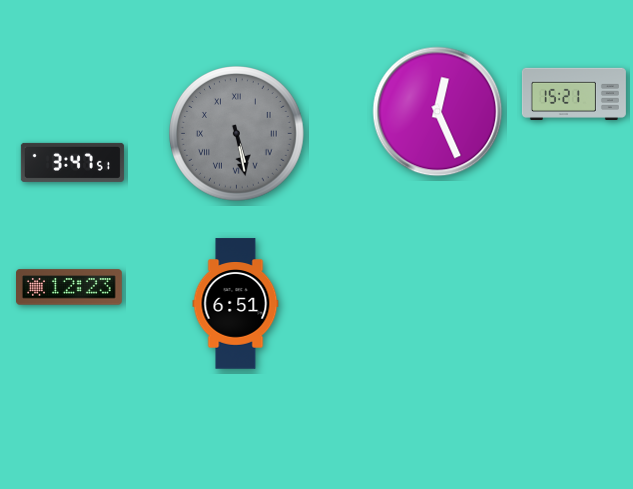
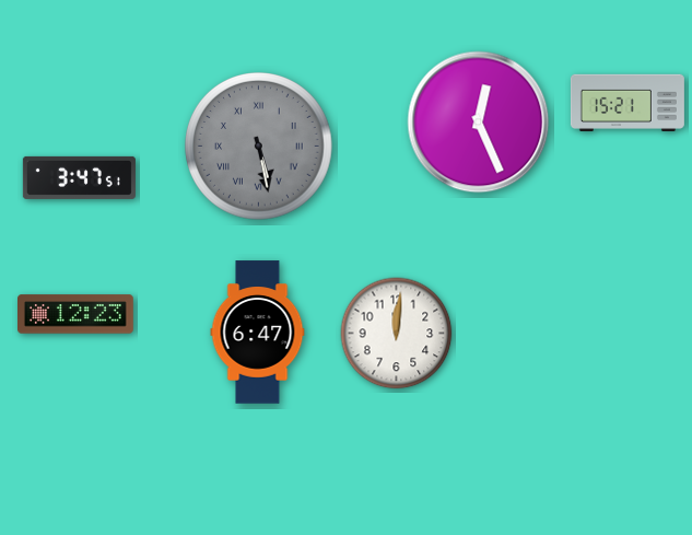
clock at (236, 304): 6:51 -> 6:47
clock at (397, 334): none -> 12:01
